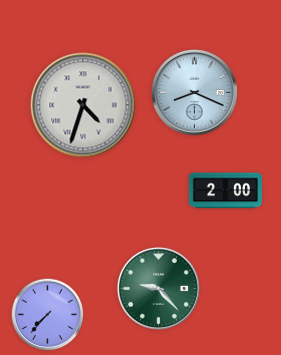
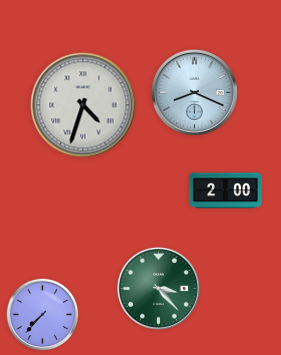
clock at (158, 288): 9:23 -> 3:23
clock at (48, 315) position: (48, 315) -> (43, 315)
